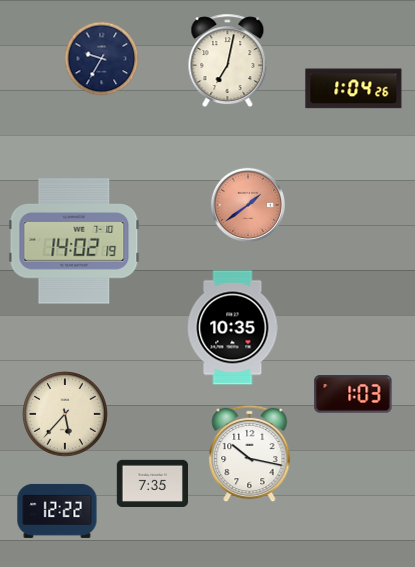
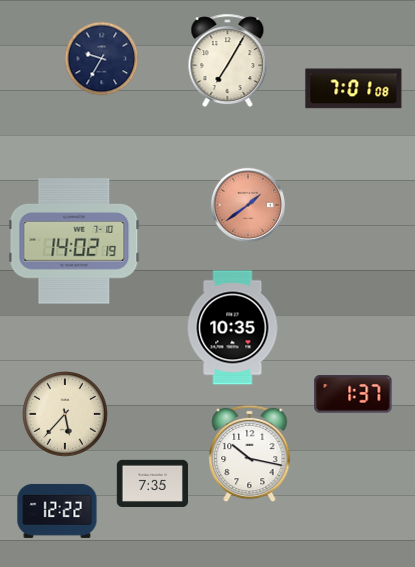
clock at (228, 61): 7:02 -> 7:05
clock at (354, 89): 1:04 -> 7:01
clock at (353, 394): 1:03 -> 1:37
